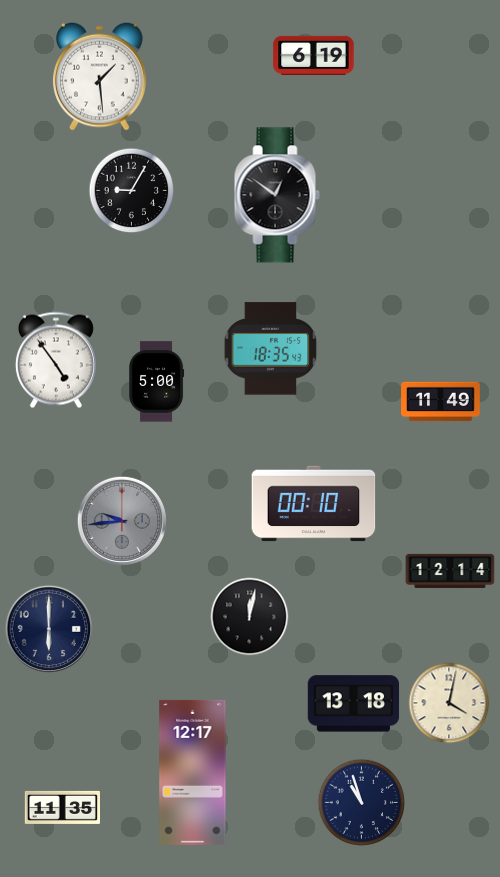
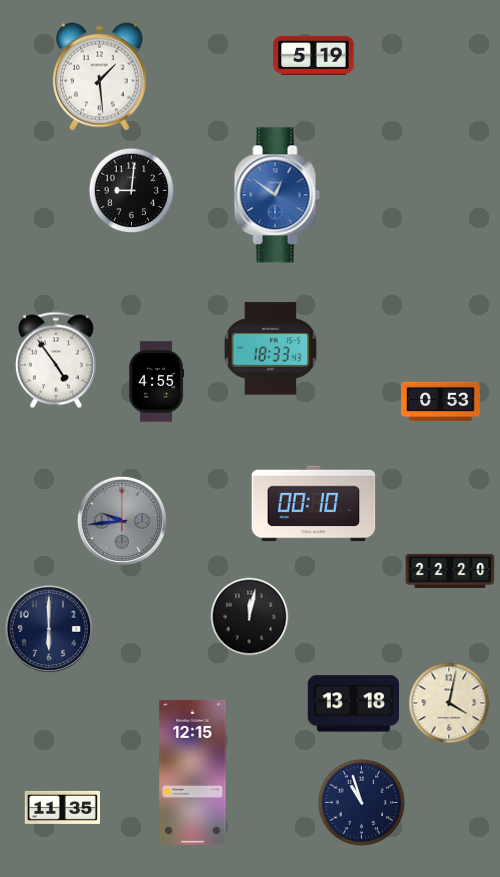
clock at (314, 55): 6:19 -> 5:19
clock at (132, 191): 9:05 -> 9:01
clock at (277, 195) dial: black -> blue
clock at (271, 349): 18:35 -> 18:33
clock at (157, 382): 5:00 -> 4:55
clock at (441, 402): 11:49 -> 0:53
clock at (450, 571): 12:14 -> 22:20
clock at (193, 772): 12:17 -> 12:15
